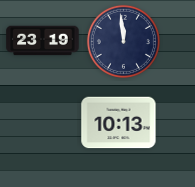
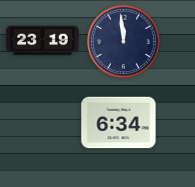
clock at (119, 123): 10:13 -> 6:34
